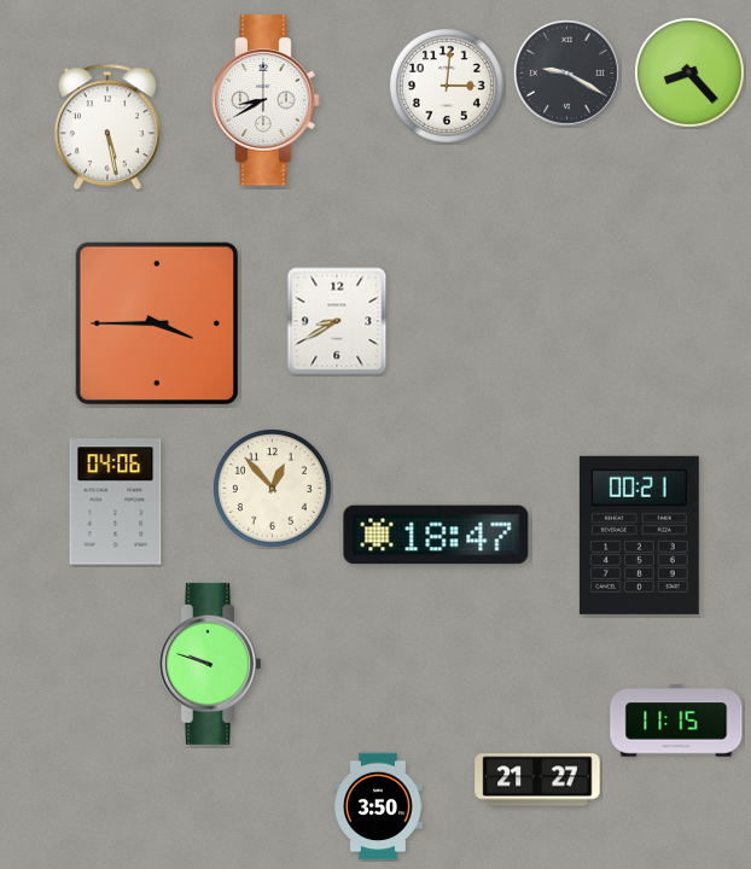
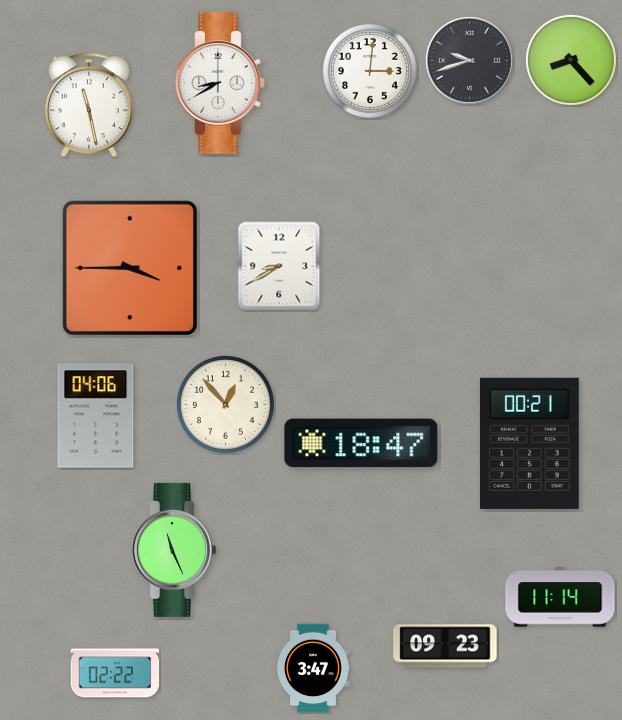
clock at (567, 74): 9:20 -> 9:42
clock at (107, 127): 5:28 -> 11:28
clock at (209, 664): 9:48 -> 11:26
clock at (676, 721): 11:15 -> 11:14
clock at (537, 780): 21:27 -> 09:23
clock at (378, 806): 3:50 -> 3:47
clock at (115, 673): none -> 02:22
